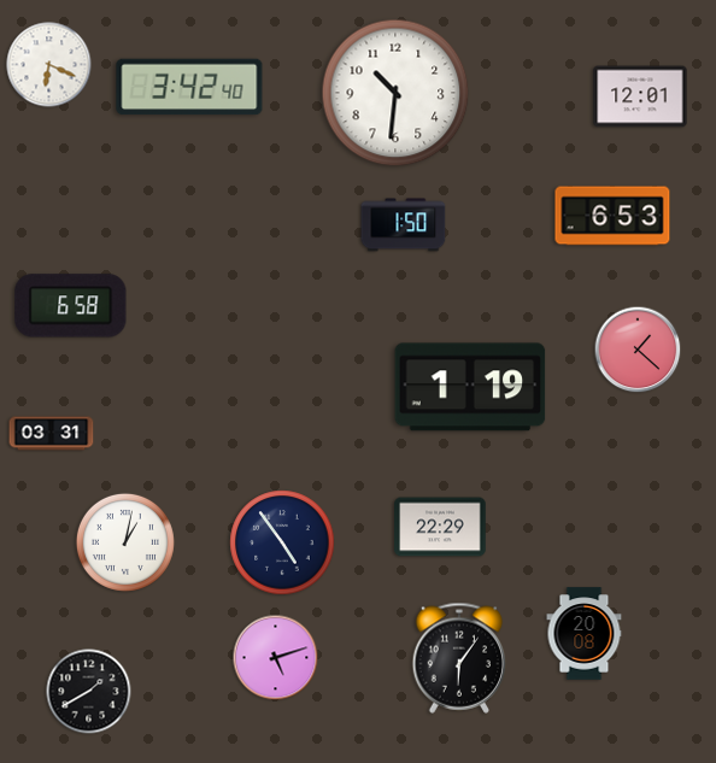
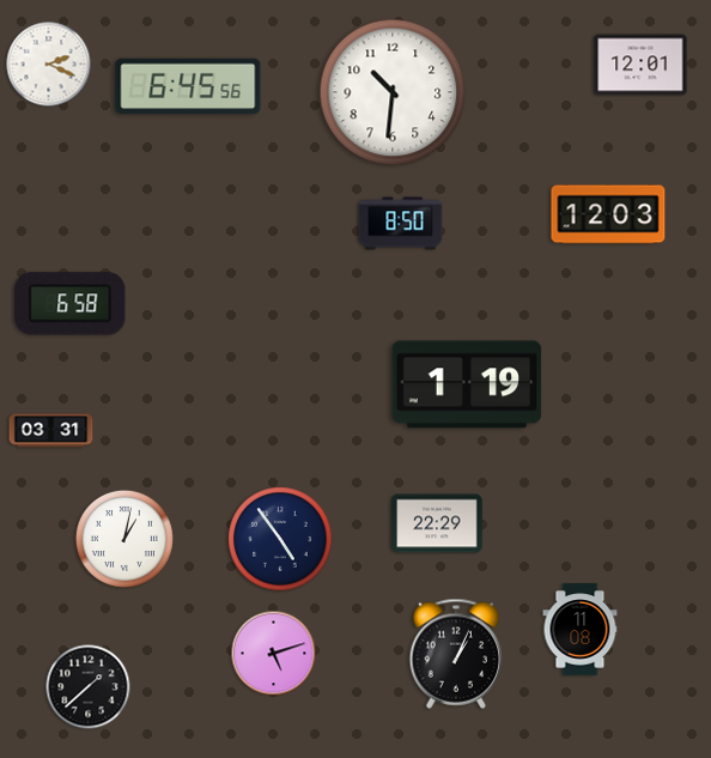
clock at (49, 65): 6:19 -> 2:19
clock at (189, 87): 3:42 -> 6:45
clock at (640, 96) position: (640, 96) -> (640, 65)
clock at (612, 216): 6:53 -> 12:03
clock at (404, 225): 1:50 -> 8:50
clock at (638, 350): 1:22 -> none
clock at (585, 634): 20:08 -> 11:08
clock at (459, 658): 6:06 -> 1:04
clock at (89, 692): 1:40 -> 1:38
